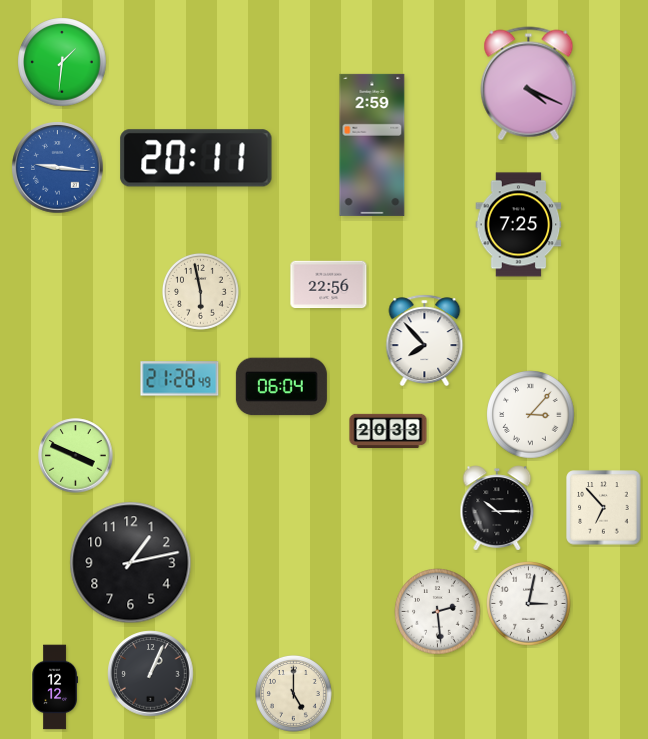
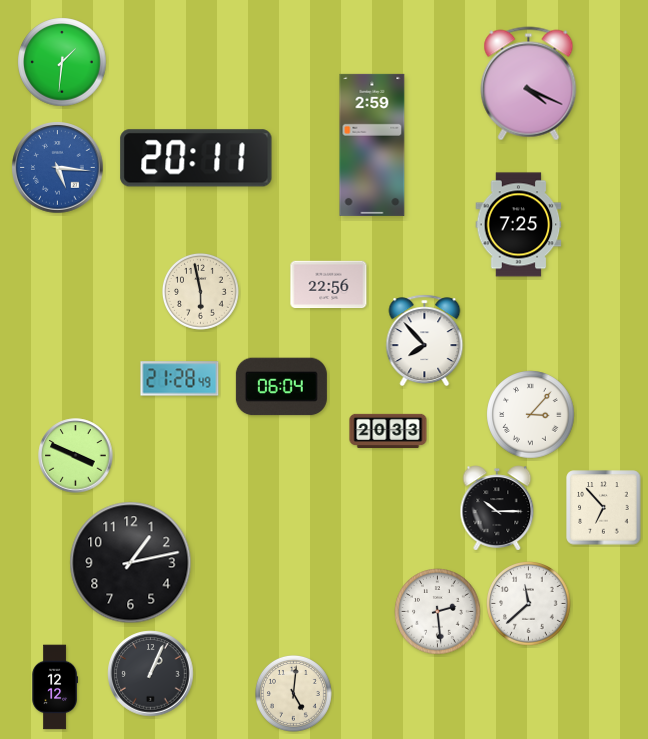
clock at (58, 168): 9:16 -> 5:16
clock at (529, 604): 3:02 -> 11:38
clock at (294, 694): 5:00 -> 5:01
